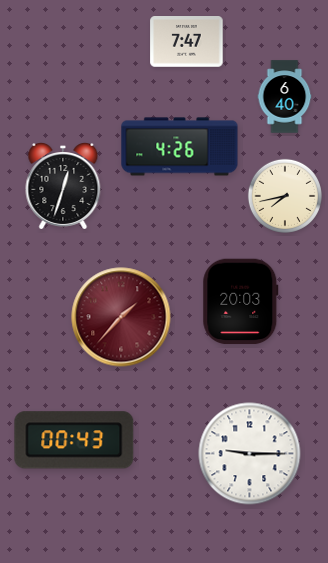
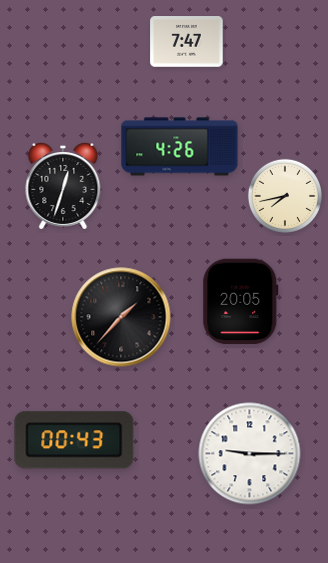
clock at (285, 97): 6:40 -> none
clock at (241, 302): 20:03 -> 20:05
clock at (121, 317) dial: burgundy -> black
